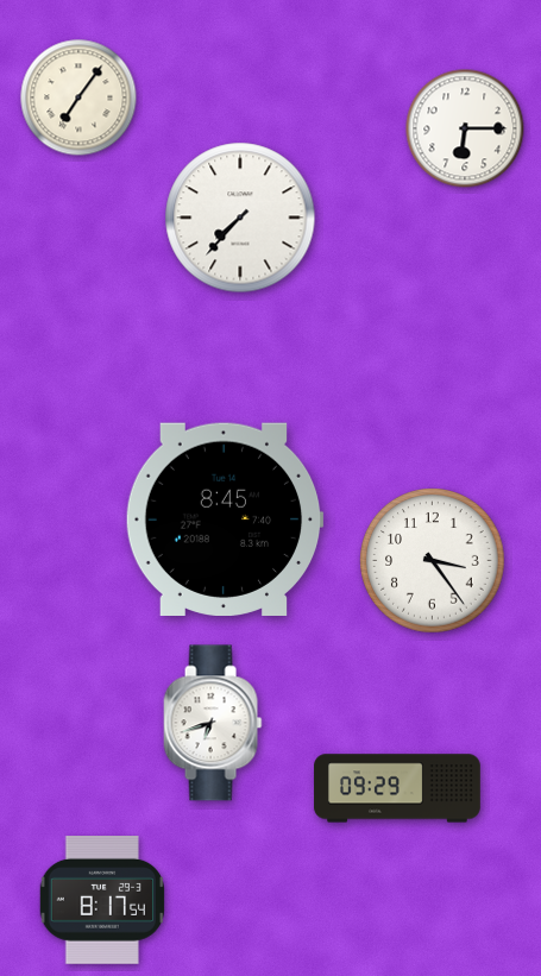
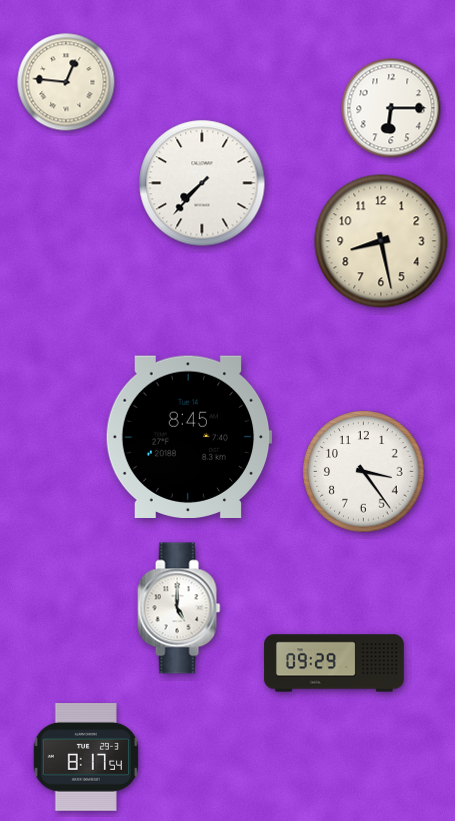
clock at (78, 97): 7:06 -> 12:46
clock at (381, 241): none -> 8:28
clock at (213, 723): 6:42 -> 5:00
